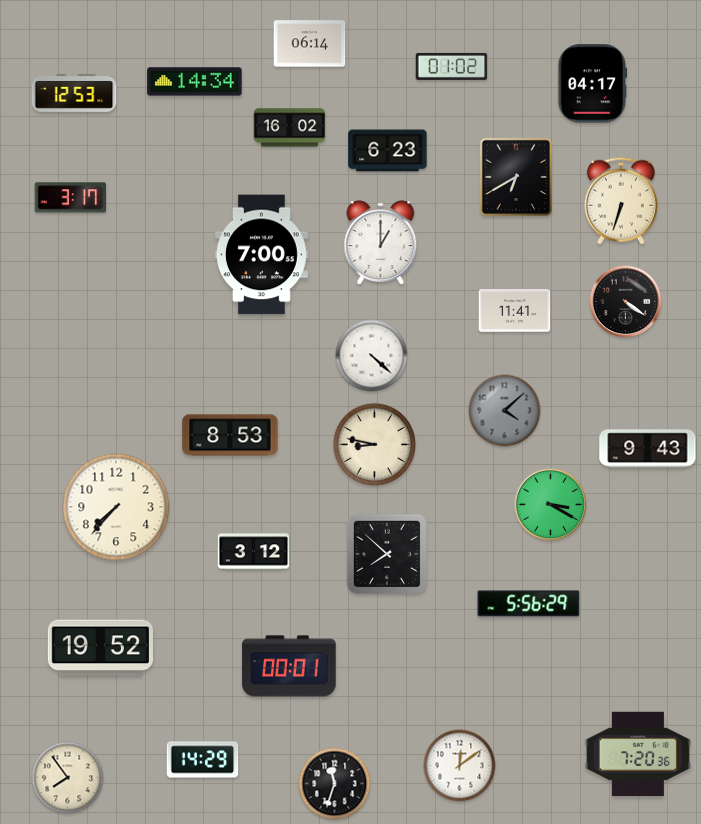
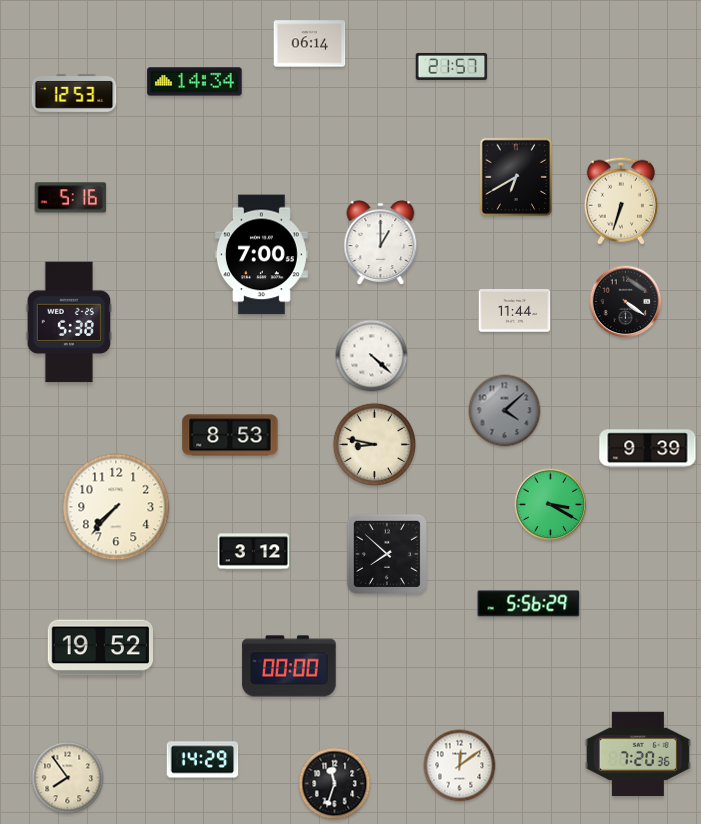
clock at (452, 66): 01:02 -> 21:57
clock at (593, 84): 04:17 -> none
clock at (290, 128): 16:02 -> none
clock at (388, 151): 6:23 -> none
clock at (71, 198): 3:17 -> 5:16
clock at (515, 311): 11:41 -> 11:44
clock at (69, 322): none -> 5:38
clock at (648, 449): 9:43 -> 9:39
clock at (289, 666): 00:01 -> 00:00
